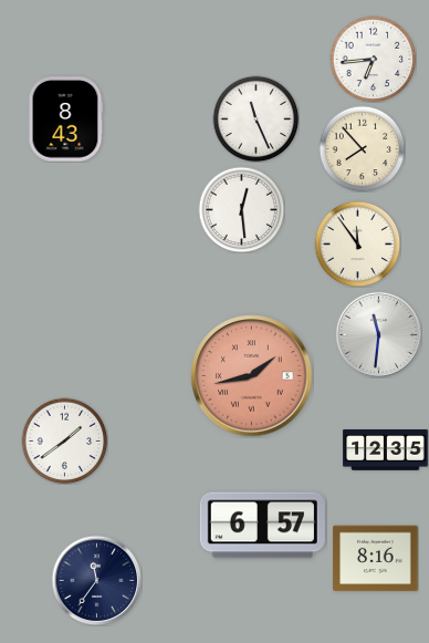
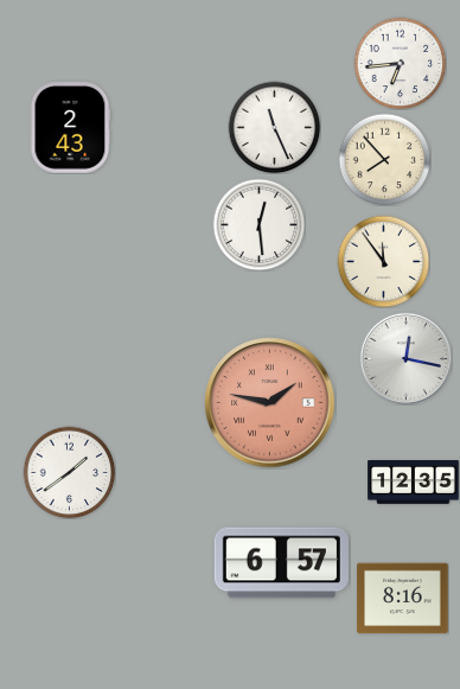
clock at (65, 120): 8:43 -> 2:43
clock at (362, 148) position: (362, 148) -> (384, 159)
clock at (378, 334): 11:31 -> 12:17
clock at (252, 376): 1:43 -> 1:47
clock at (96, 580): 11:36 -> none
